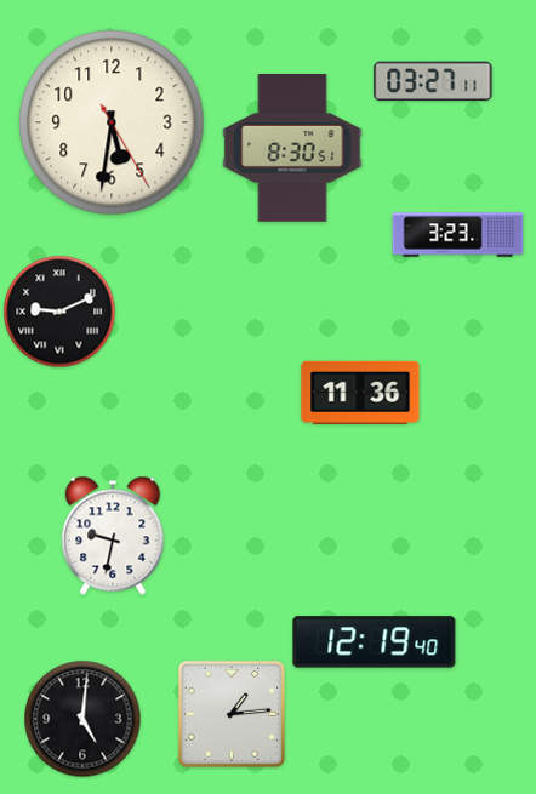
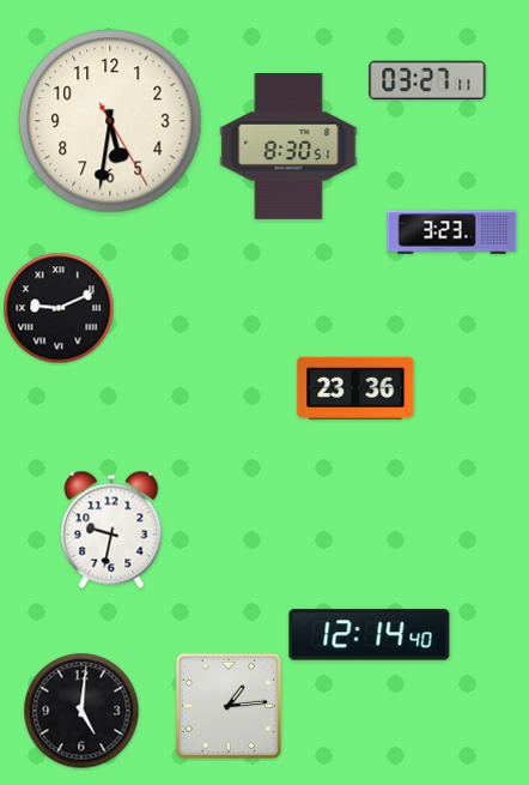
clock at (360, 393): 11:36 -> 23:36
clock at (375, 642): 12:19 -> 12:14
